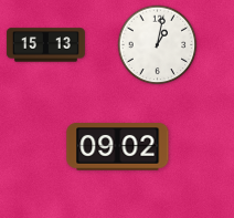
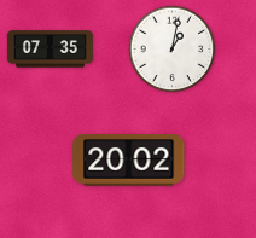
clock at (45, 45): 15:13 -> 07:35
clock at (118, 147): 09:02 -> 20:02
